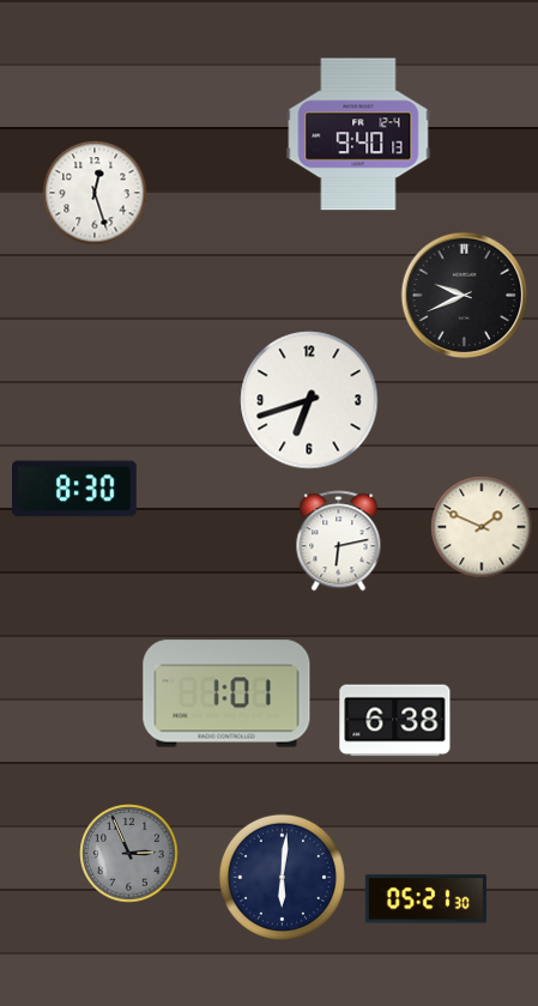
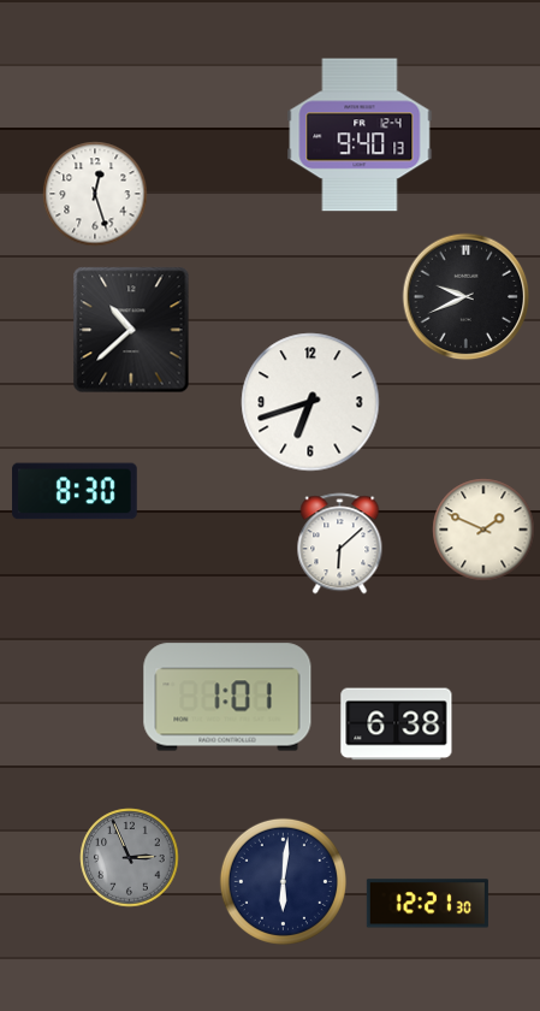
clock at (131, 330): none -> 10:38
clock at (339, 541): 6:13 -> 6:08
clock at (425, 899): 05:21 -> 12:21
